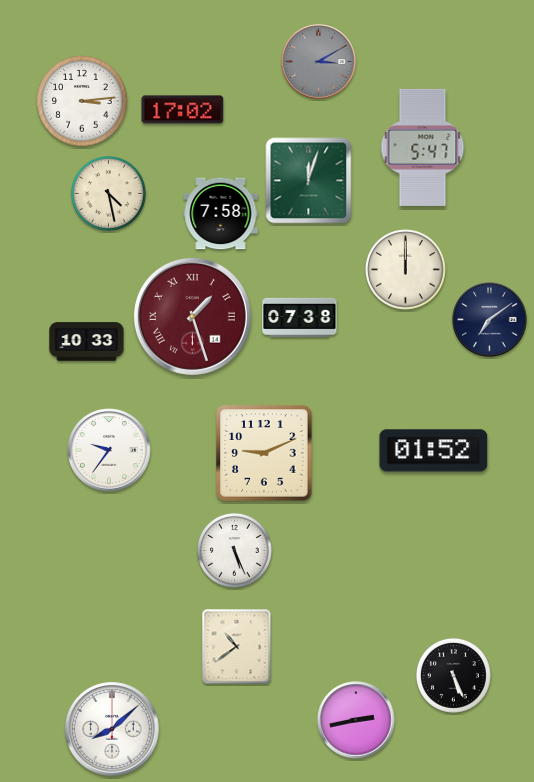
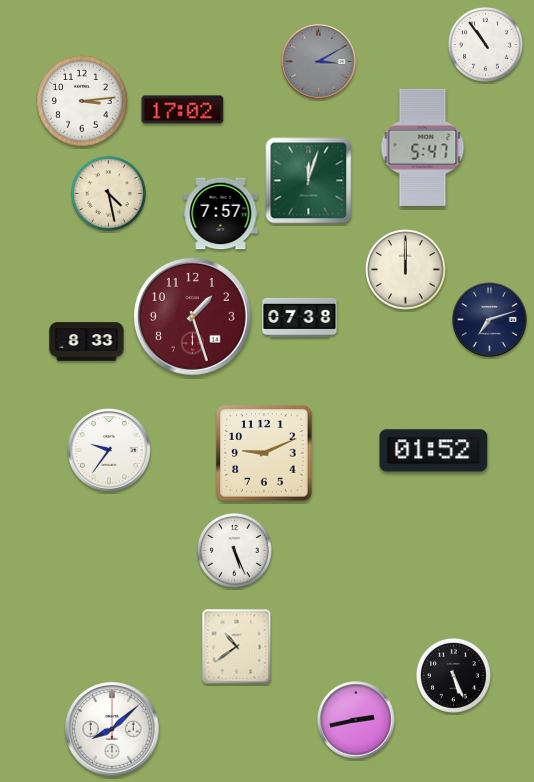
clock at (485, 44): none -> 10:54
clock at (221, 214): 7:58 -> 7:57
clock at (192, 316) numerals: Roman -> Arabic
clock at (490, 320): 7:09 -> 7:12
clock at (87, 342): 10:33 -> 8:33
